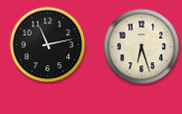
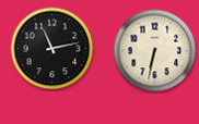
clock at (142, 47): 6:27 -> 6:32
